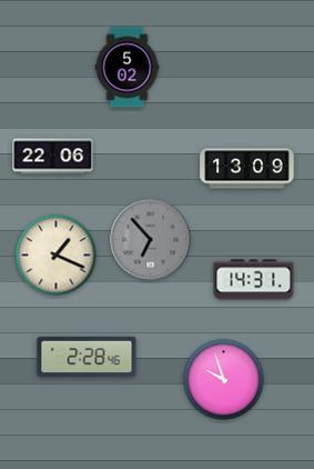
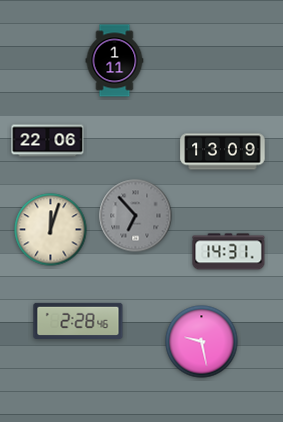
clock at (128, 68): 5:02 -> 1:11
clock at (57, 256): 1:19 -> 12:03
clock at (224, 380): 9:57 -> 9:28
